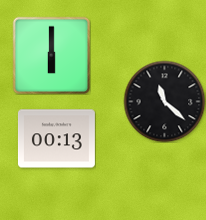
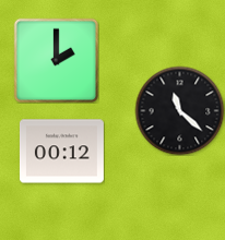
clock at (51, 55): 6:00 -> 2:00
clock at (56, 139): 00:13 -> 00:12
